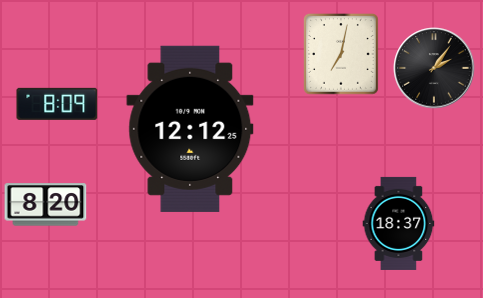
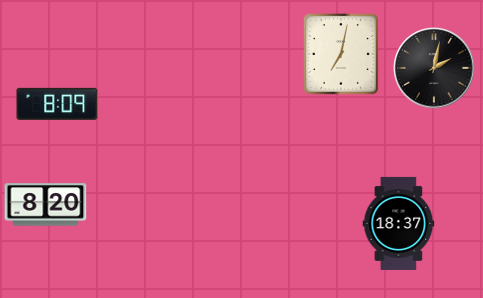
clock at (434, 68): 2:06 -> 2:02
clock at (190, 129): 12:12 -> none
